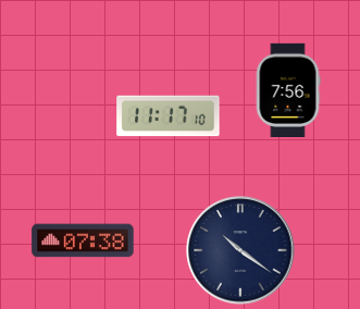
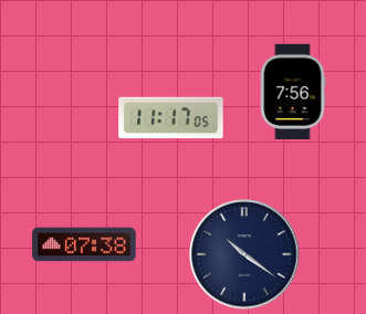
clock at (169, 116): 11:17:10 -> 11:17:05
